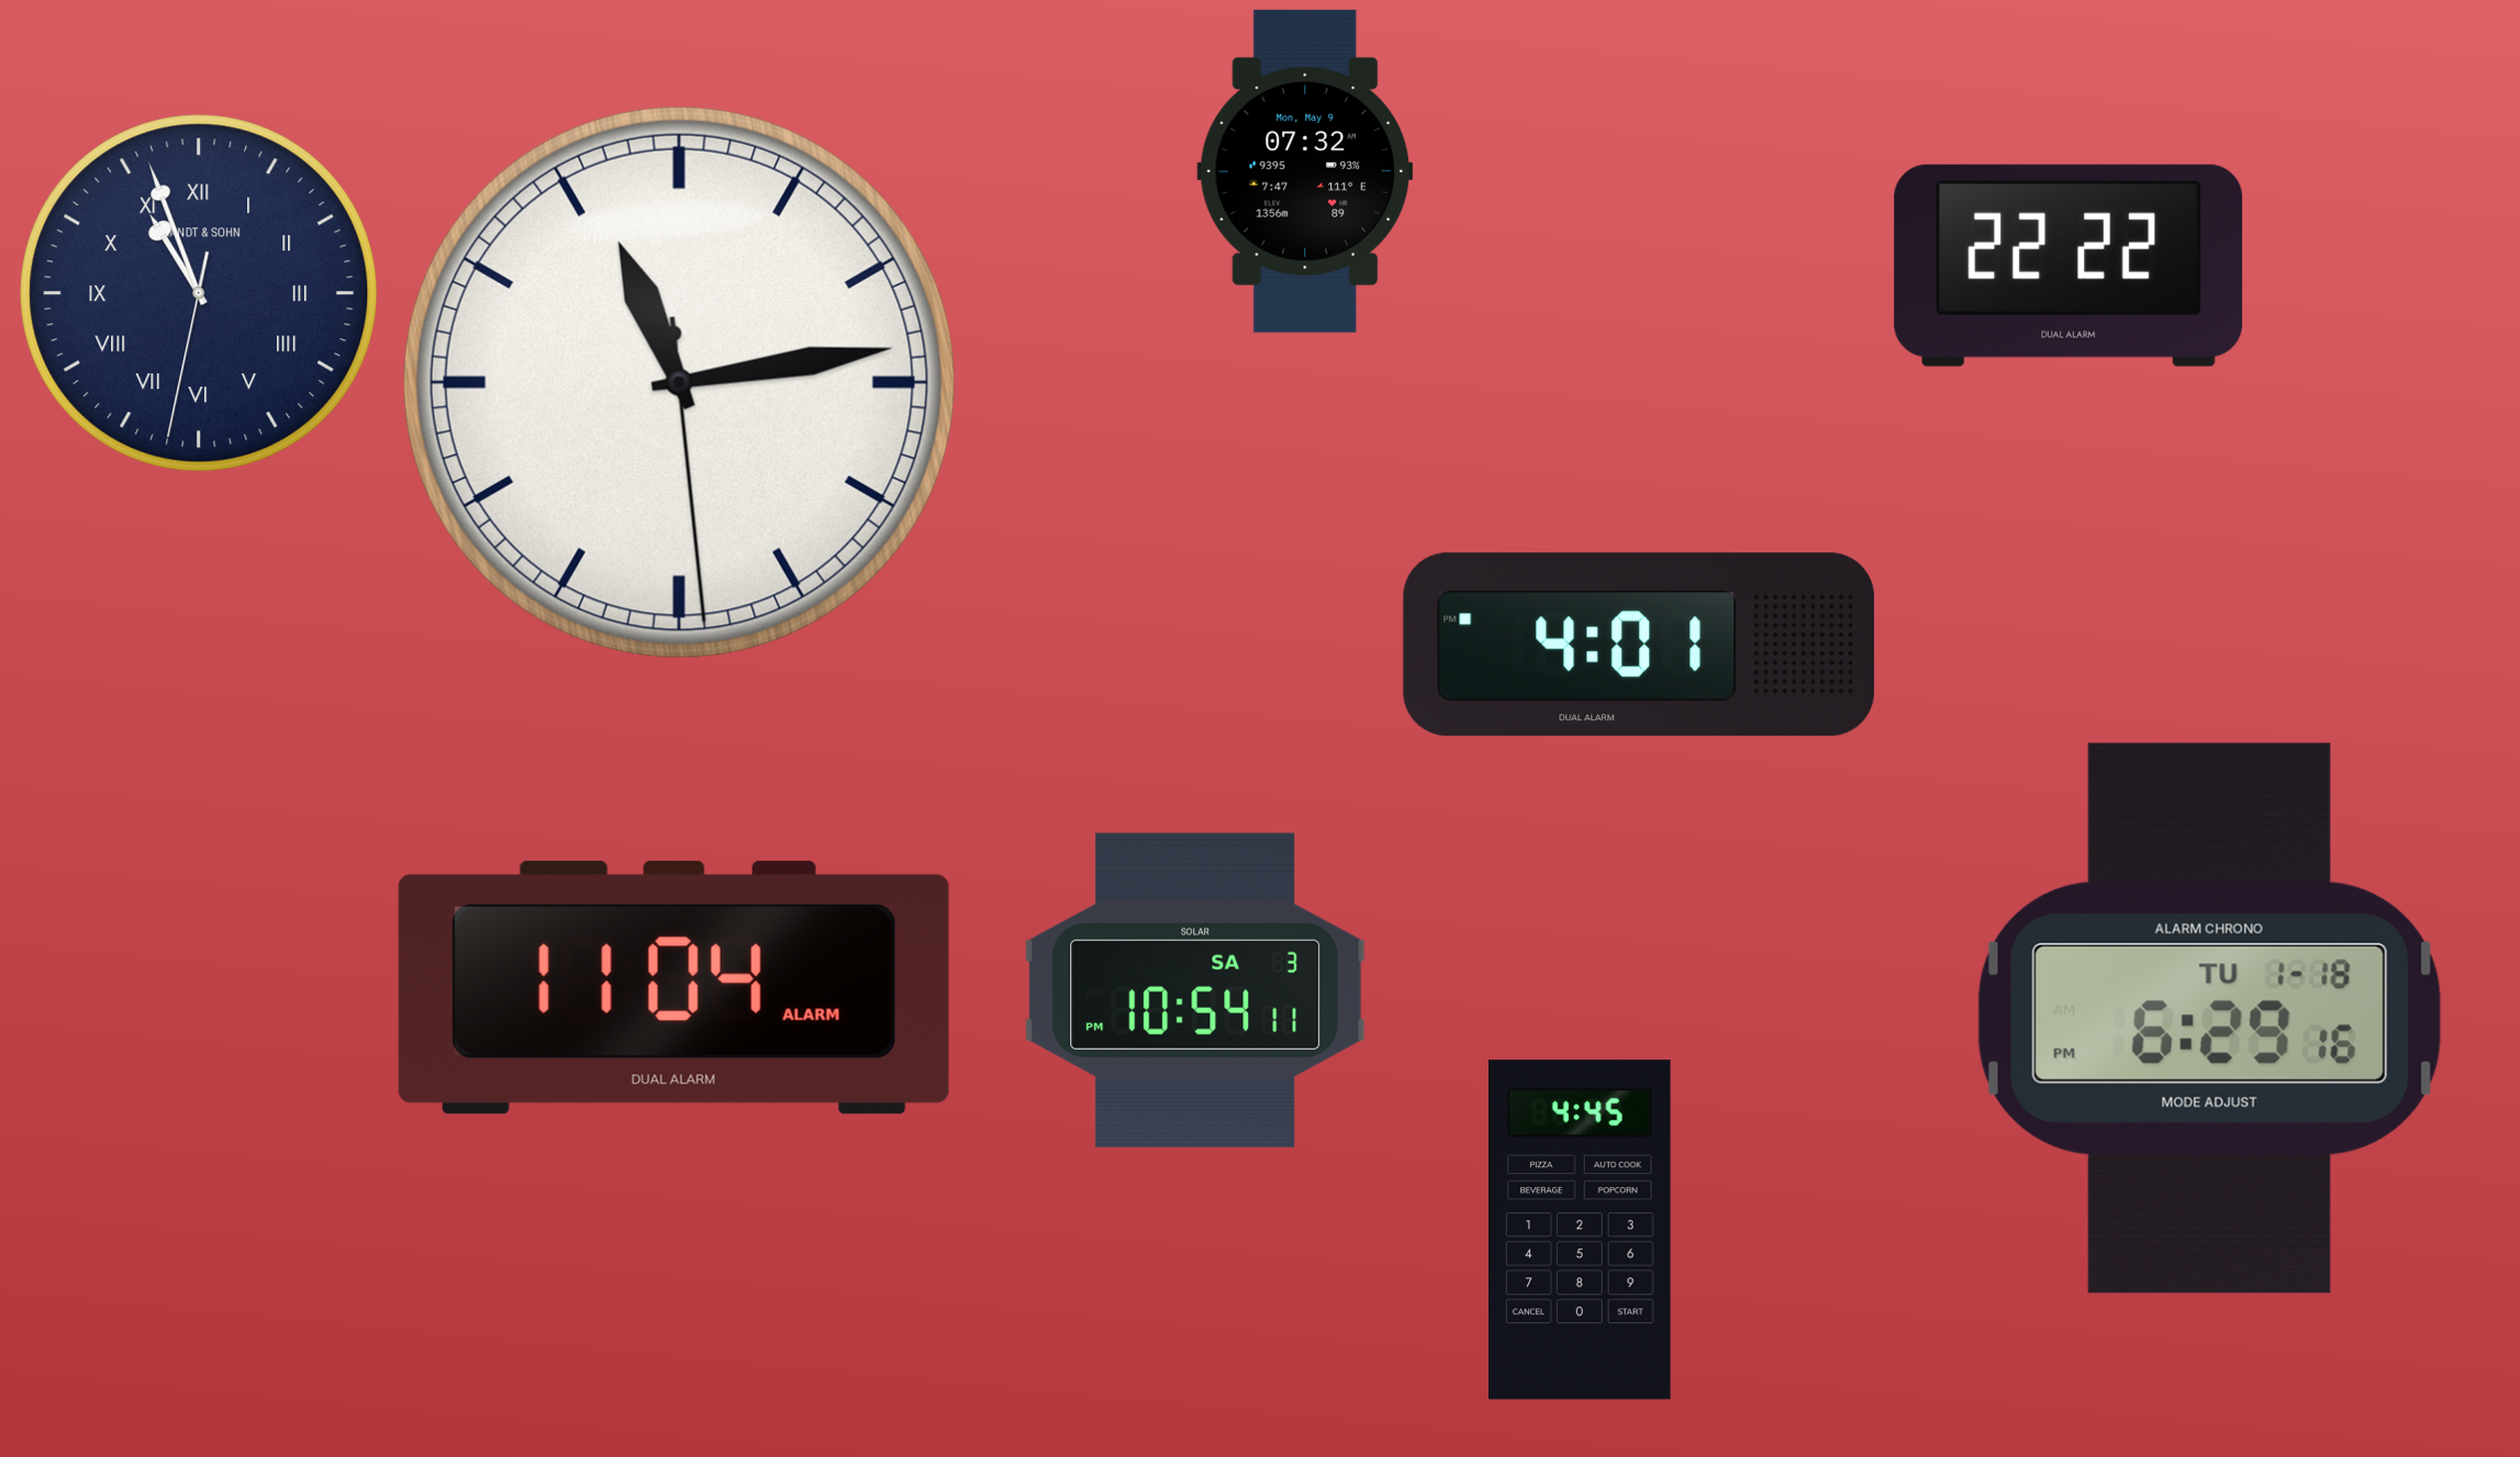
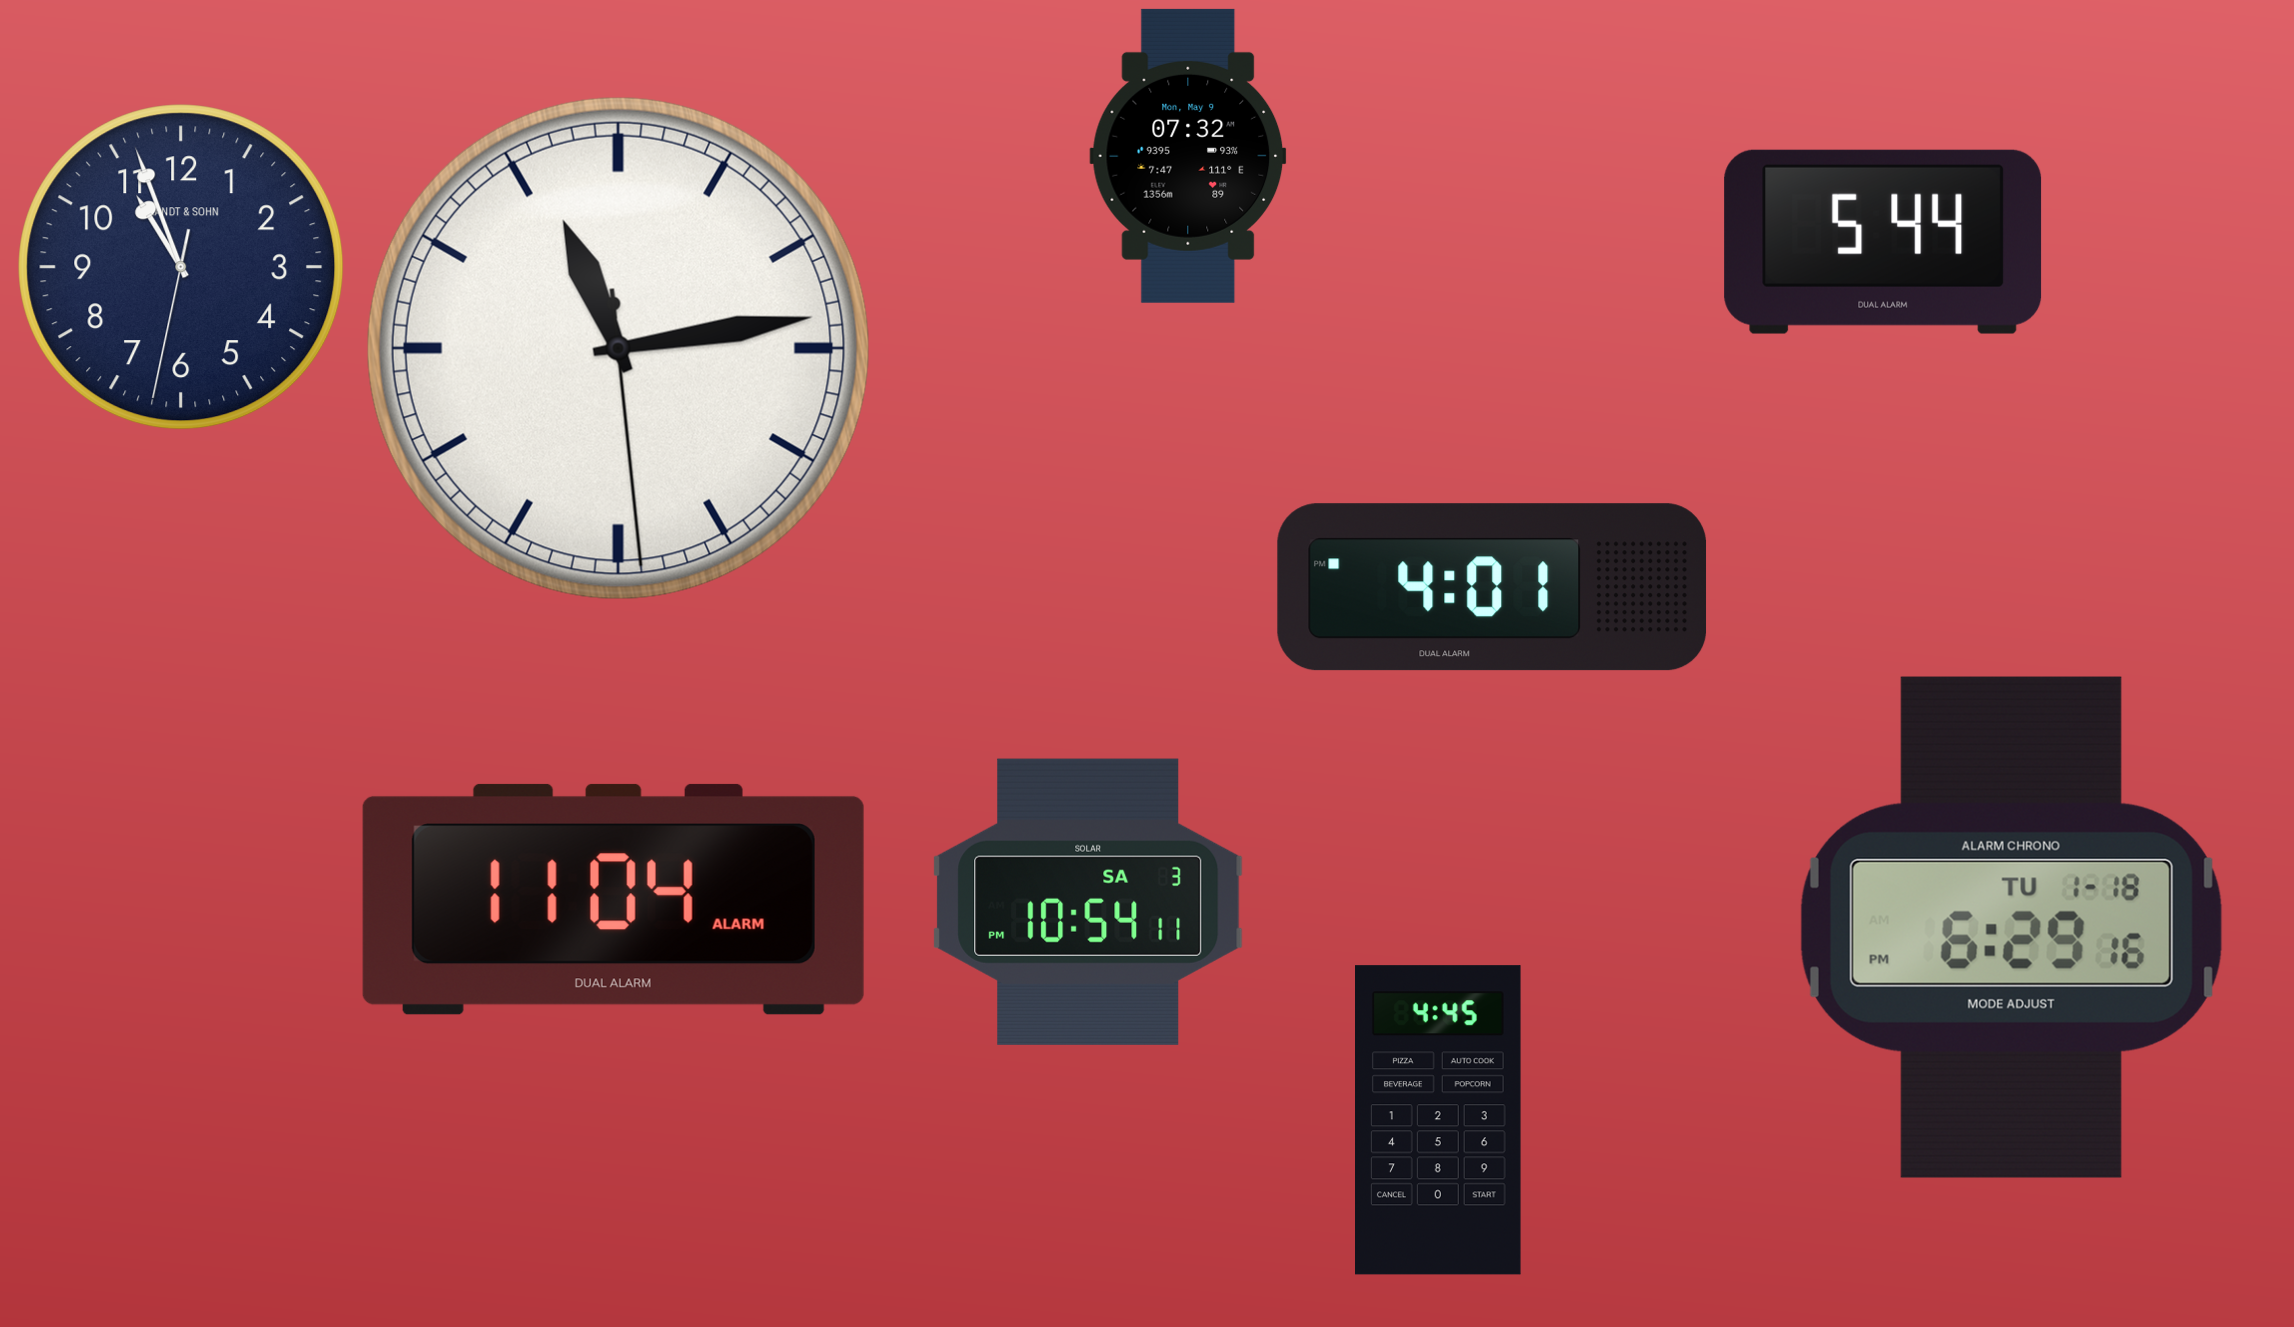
clock at (2069, 266): 22:22 -> 5:44
clock at (199, 293) numerals: Roman -> Arabic
